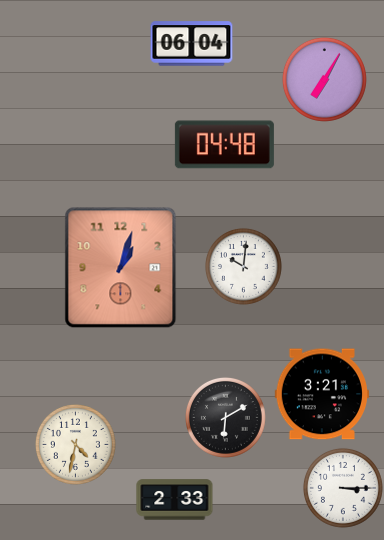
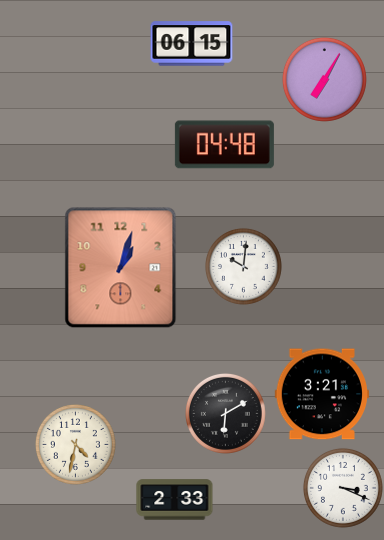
clock at (192, 44): 06:04 -> 06:15
clock at (225, 417) position: (225, 417) -> (225, 413)
clock at (343, 488): 3:15 -> 3:19
